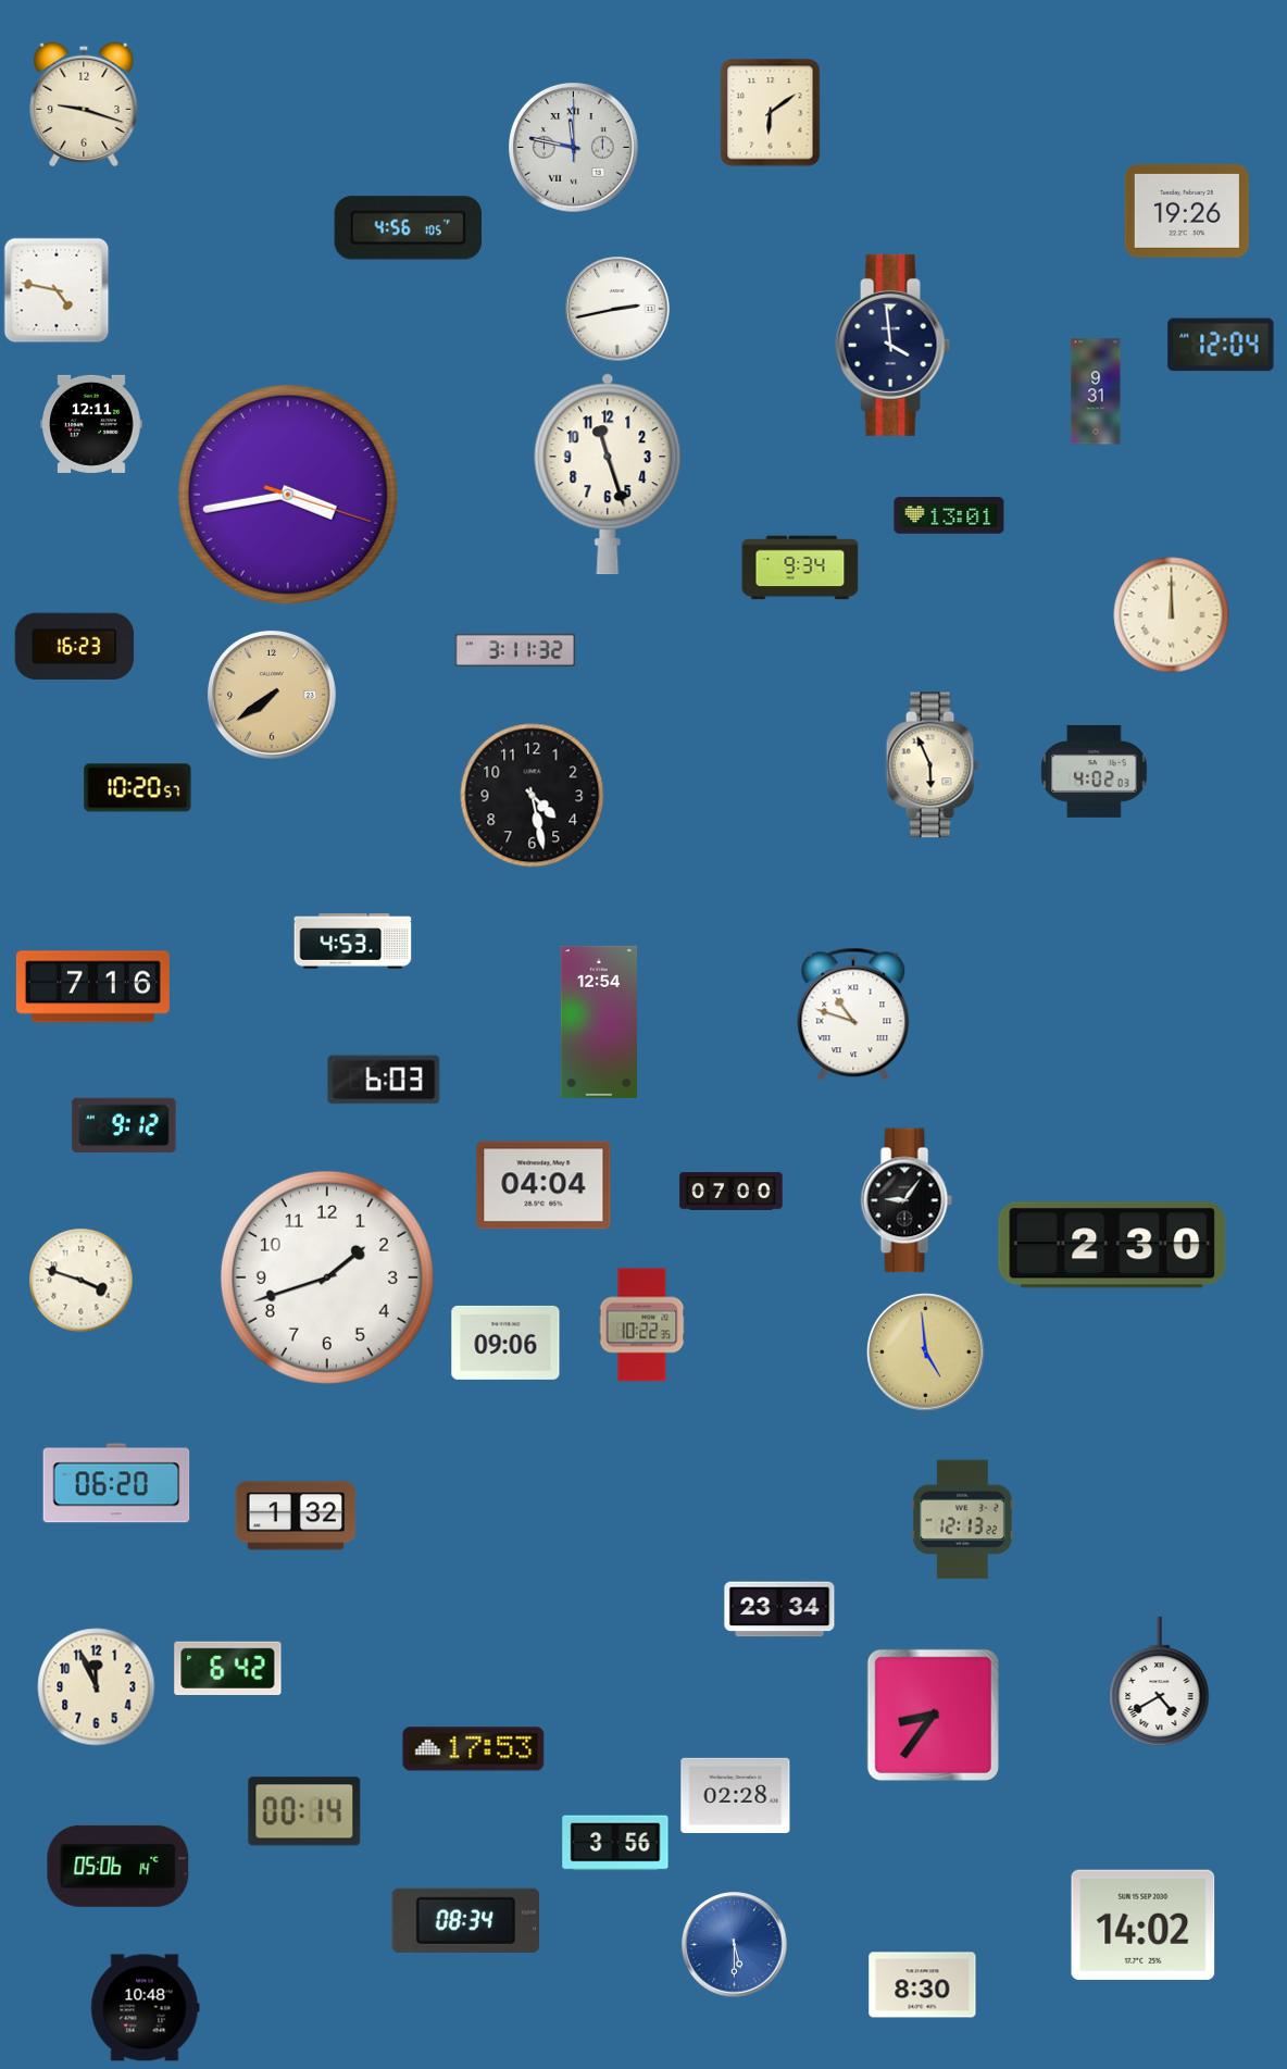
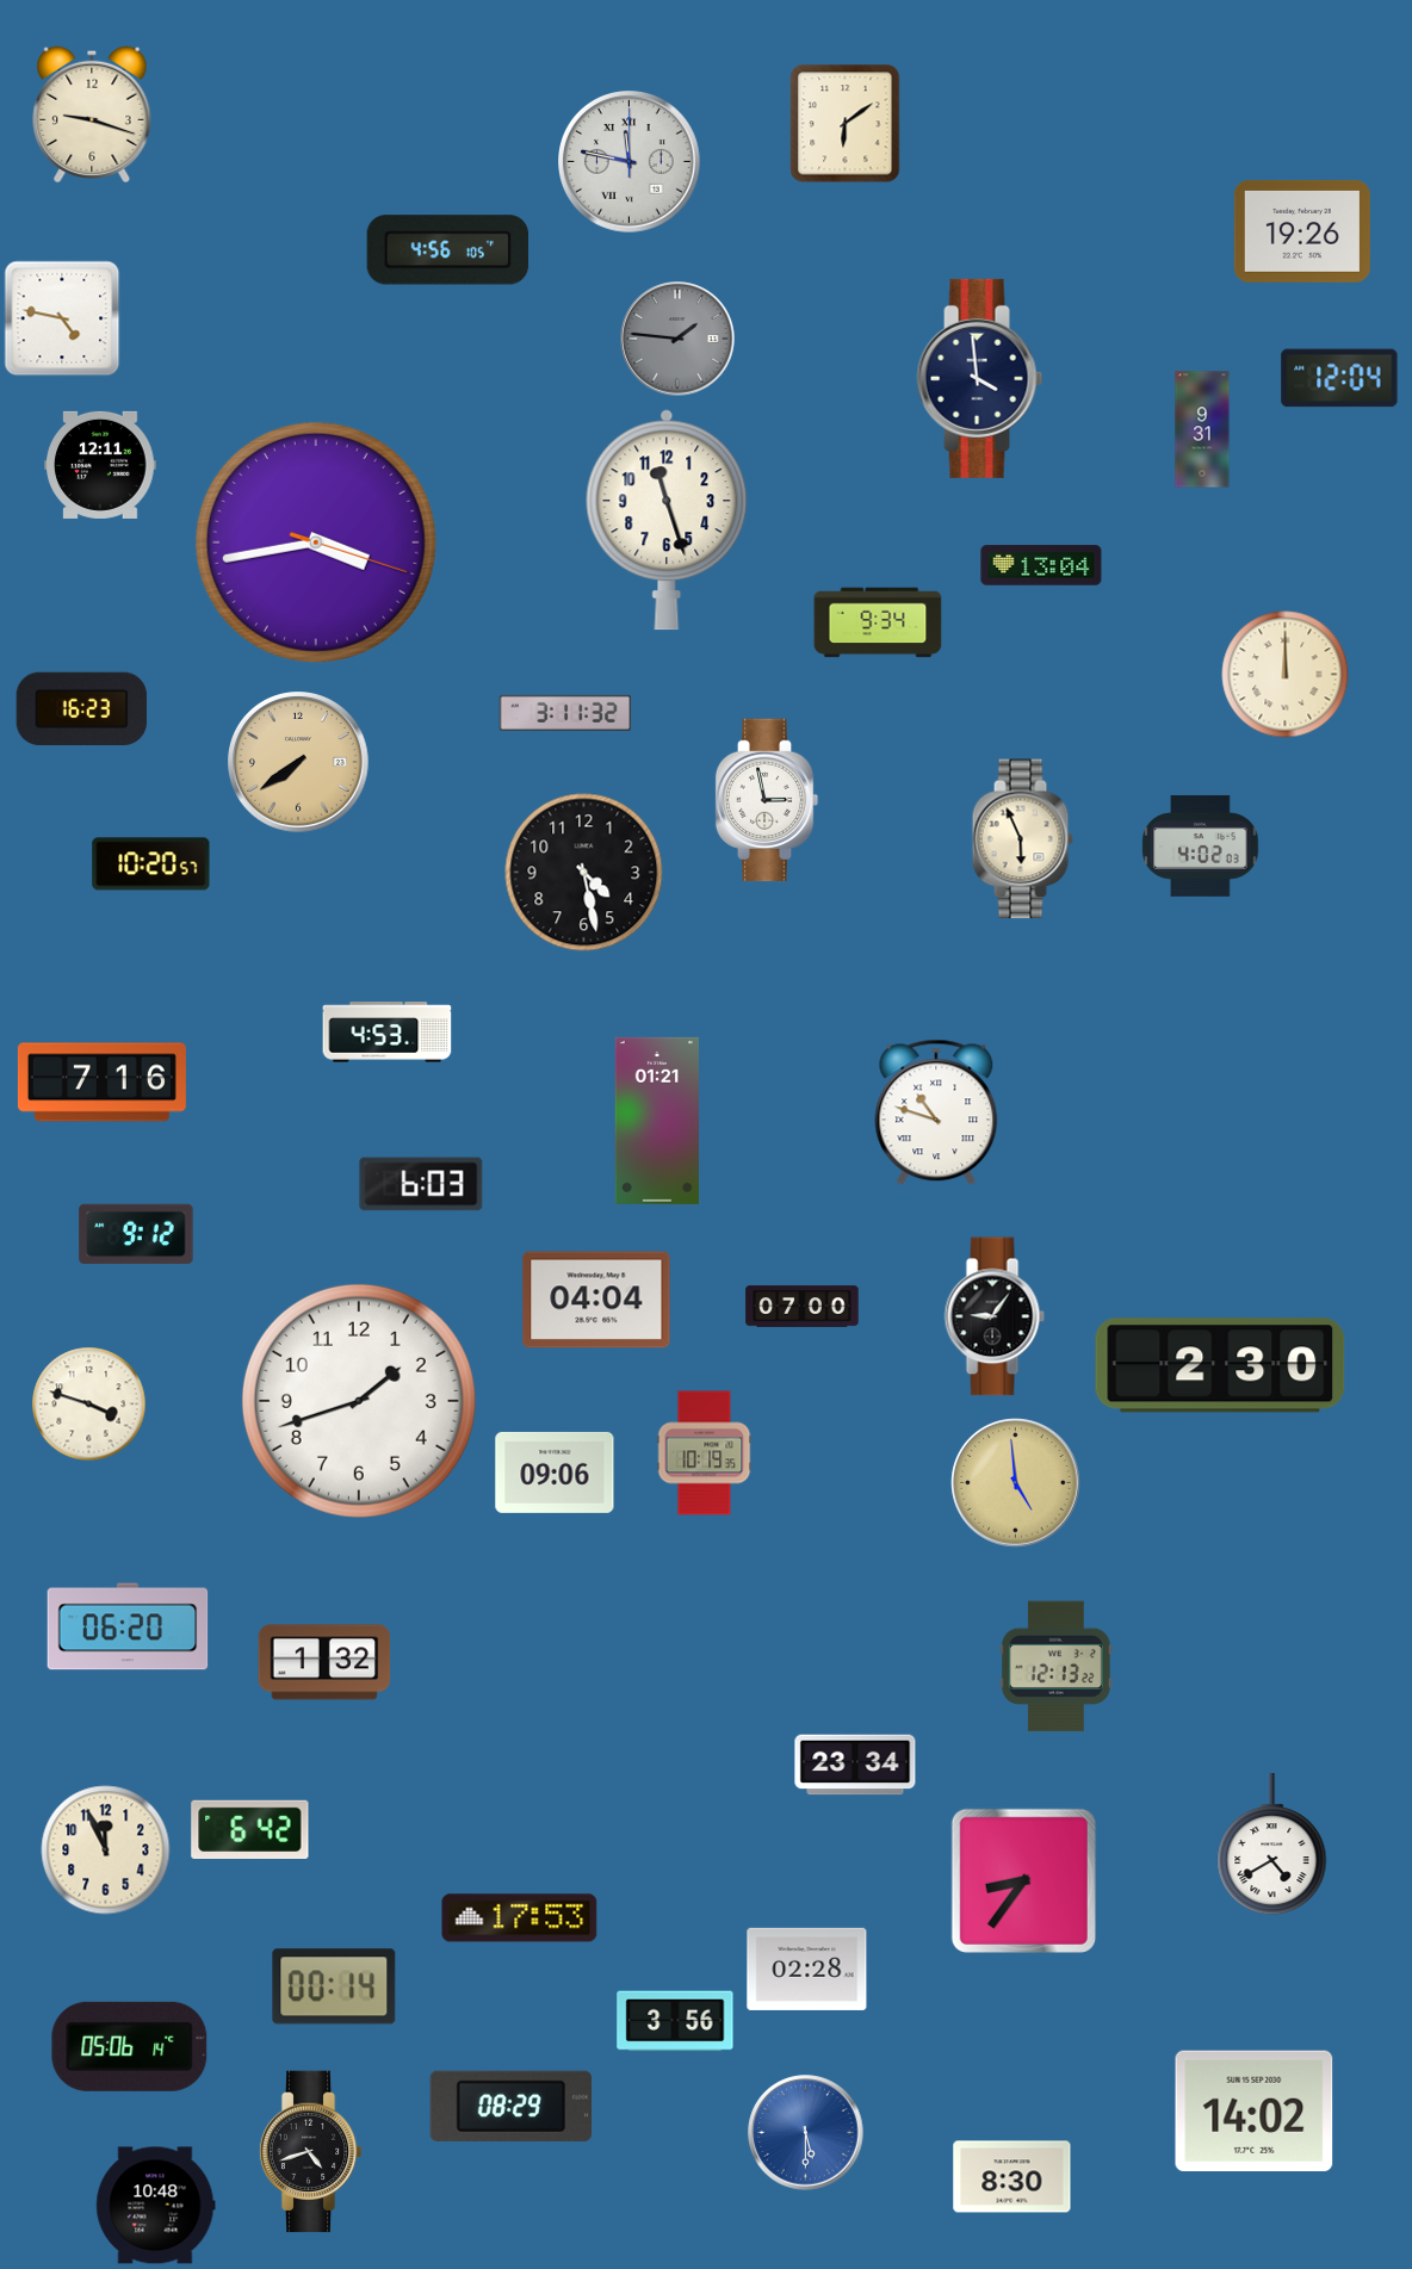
clock at (617, 309): 2:43 -> 1:46
clock at (617, 309) dial: white -> grey
clock at (949, 515): 13:01 -> 13:04
clock at (767, 800): none -> 2:58
clock at (598, 1022): 12:54 -> 01:21
clock at (642, 1325): 10:22 -> 10:19
clock at (465, 1920): 08:34 -> 08:29
clock at (310, 2152): none -> 4:42
clock at (146, 2008) position: (146, 2008) -> (156, 2206)
